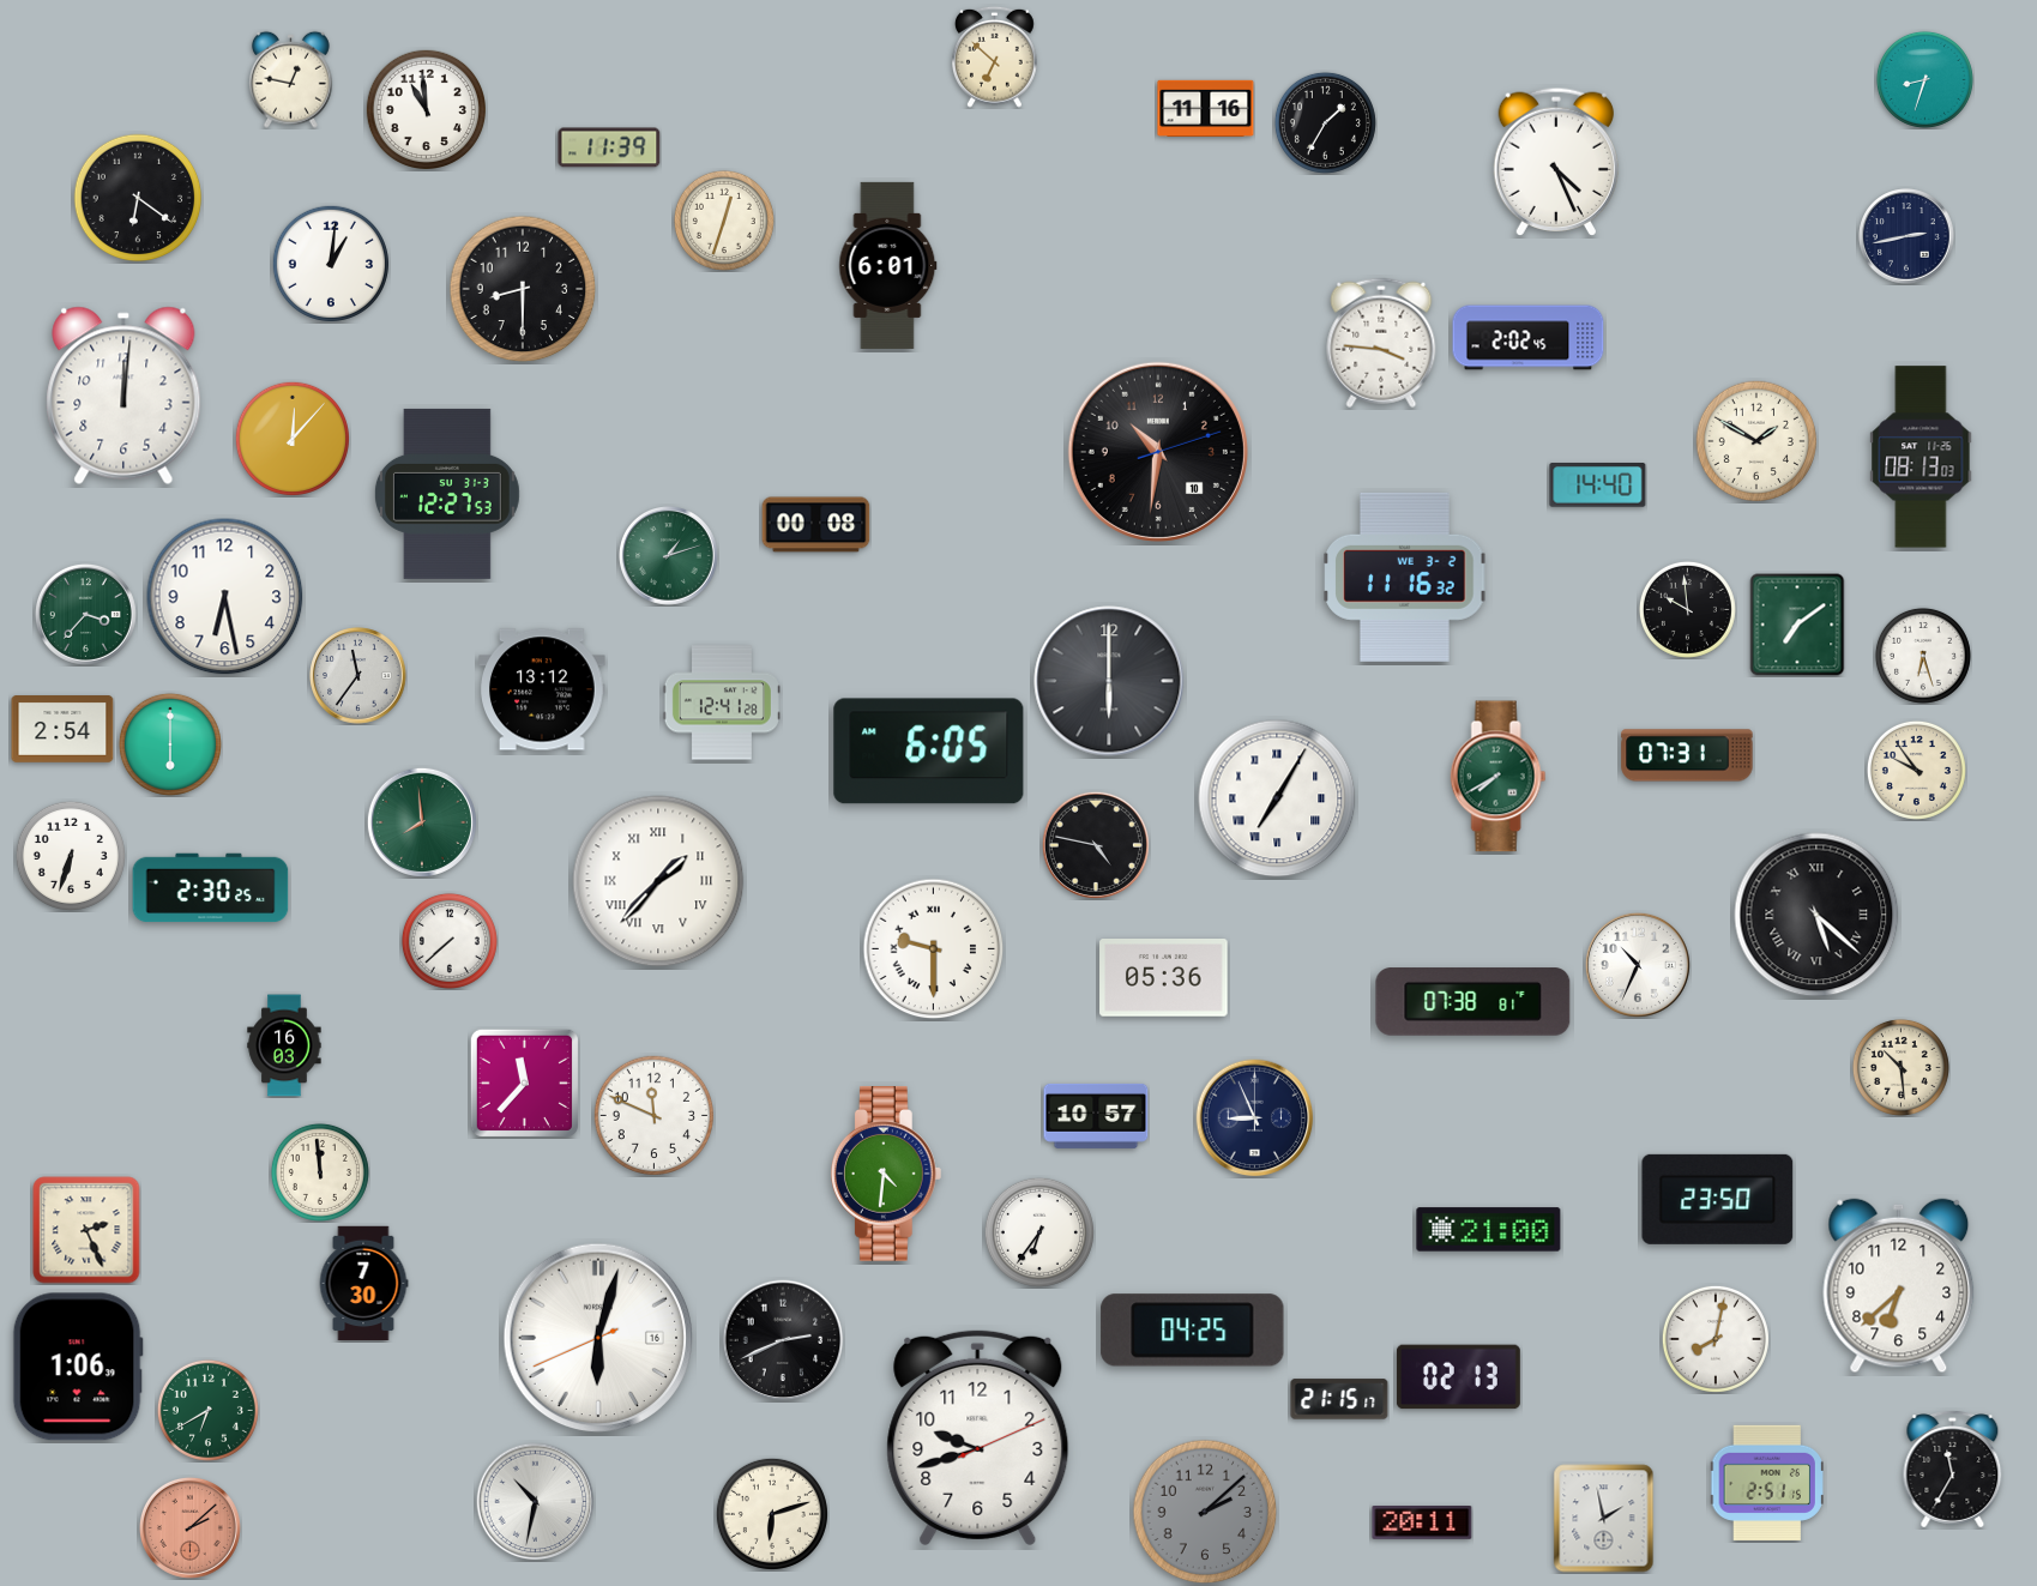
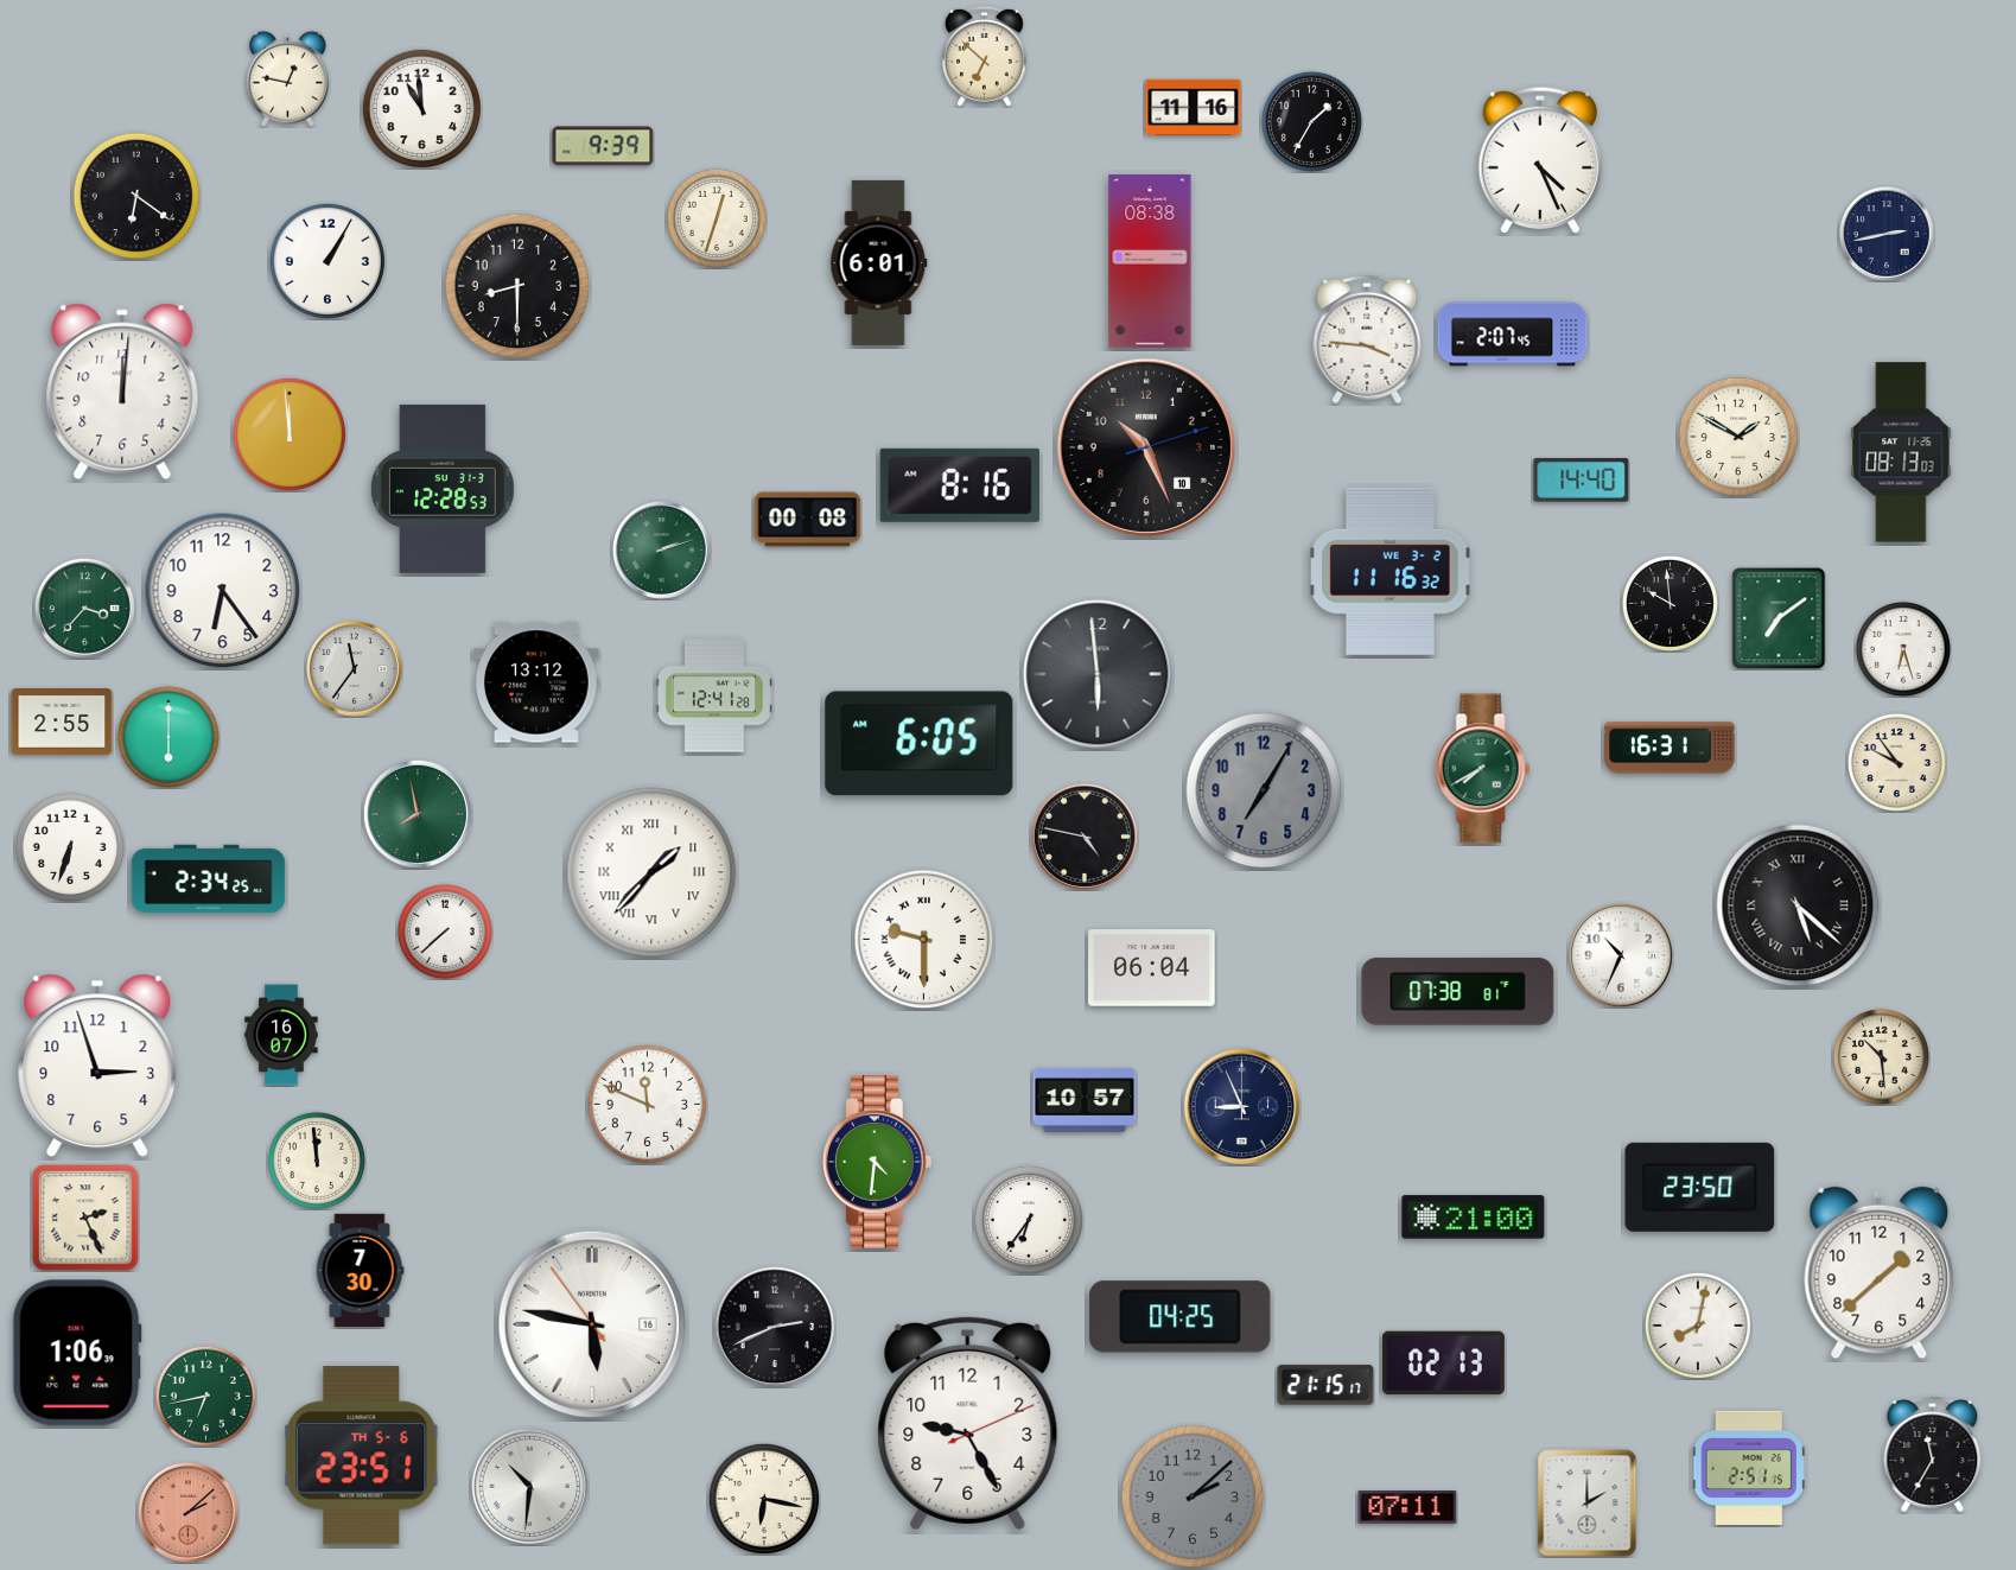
clock at (1924, 79): 8:33 -> none
clock at (609, 147): 11:39 -> 9:39
clock at (331, 264): 1:01 -> 1:05
clock at (1150, 261): none -> 08:38
clock at (1529, 338): 2:02 -> 2:07
clock at (293, 439): 12:07 -> 11:59
clock at (1158, 452): 10:31 -> 10:26
clock at (960, 485): none -> 8:16
clock at (447, 494): 12:27 -> 12:28
clock at (669, 556): 1:12 -> 2:12
clock at (225, 597): 6:28 -> 6:24
clock at (1109, 681): 6:00 -> 5:59
clock at (62, 730): 2:54 -> 2:55
clock at (1687, 755): 07:31 -> 16:31
clock at (1277, 798) dial: white -> grey
clock at (1277, 798) numerals: Roman -> Arabic
clock at (422, 822): 7:59 -> 7:58
clock at (211, 888): 2:30 -> 2:34
clock at (1164, 978): 05:36 -> 06:04
clock at (284, 1045): 16:03 -> 16:07
clock at (97, 1066): none -> 2:57
clock at (524, 1083): 11:37 -> none
clock at (1096, 1116) position: (1096, 1116) -> (1085, 1100)
clock at (1899, 1286): 6:38 -> 1:38
clock at (598, 1338): 6:02 -> 5:46
clock at (207, 1410): 6:40 -> 6:43
clock at (978, 1437): 9:42 -> 9:25
clock at (362, 1456): none -> 23:51
clock at (536, 1502): 10:32 -> 10:31
clock at (772, 1514): 6:12 -> 6:17
clock at (1604, 1519): 1:58 -> 2:00
clock at (1422, 1522): 20:11 -> 07:11
